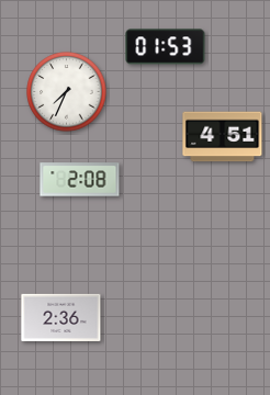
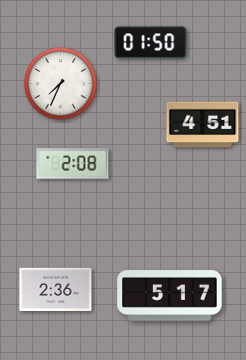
clock at (166, 47): 01:53 -> 01:50
clock at (170, 296): none -> 5:17
